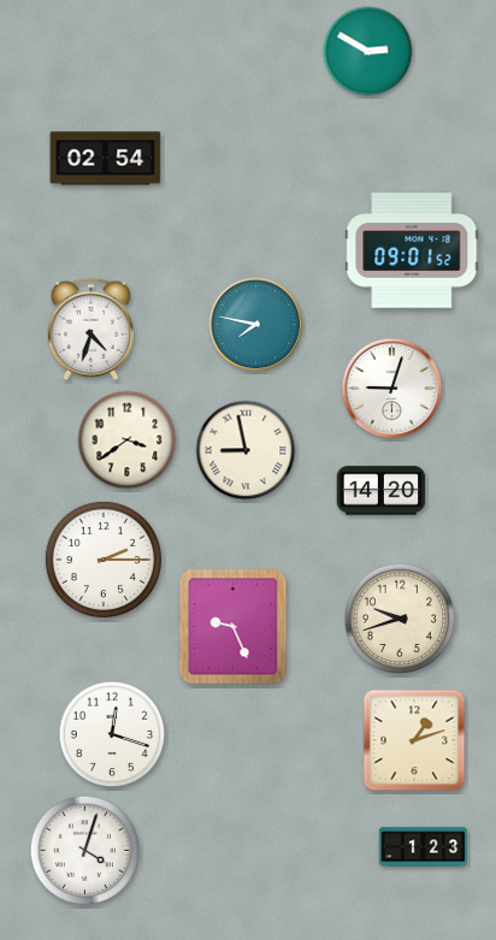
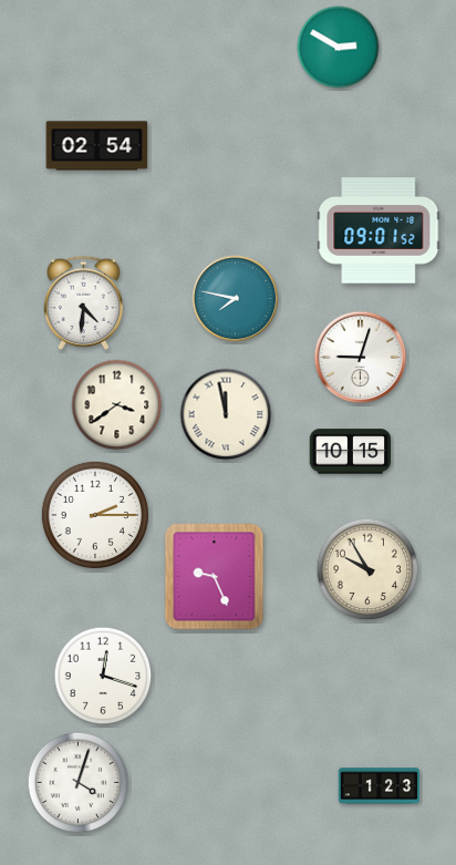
clock at (90, 329): 4:33 -> 4:31
clock at (246, 450): 8:58 -> 11:58
clock at (382, 491): 14:20 -> 10:15
clock at (400, 619): 9:42 -> 9:55
clock at (414, 740): 1:12 -> none
clock at (424, 847) position: (424, 847) -> (380, 786)
